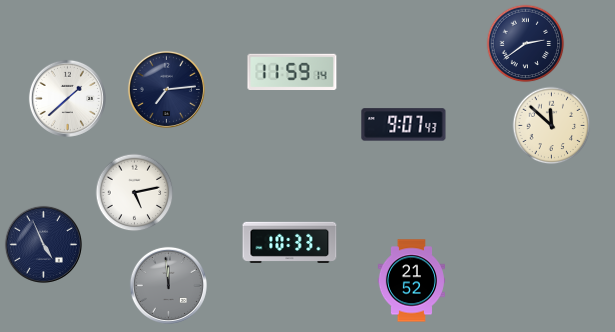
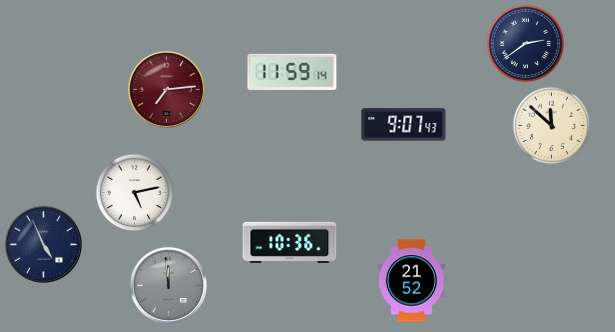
clock at (166, 89) dial: navy -> burgundy
clock at (67, 98): 1:38 -> none
clock at (290, 242): 10:33 -> 10:36
